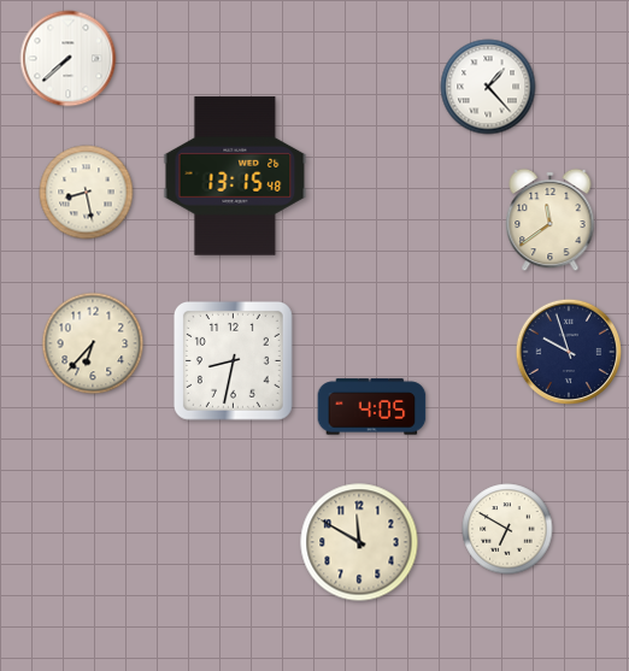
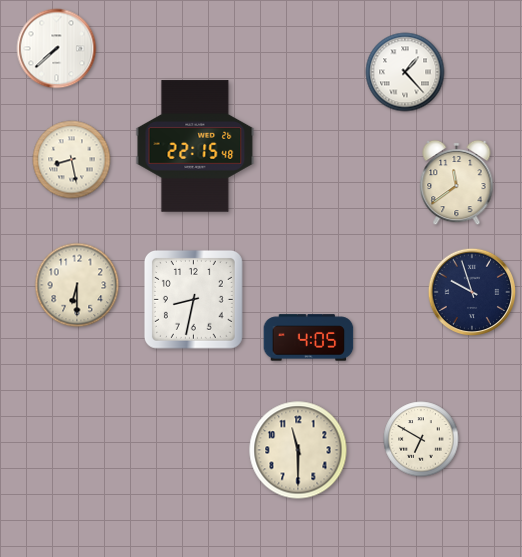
clock at (235, 176): 13:15 -> 22:15
clock at (93, 343): 6:37 -> 6:30
clock at (359, 542): 11:50 -> 11:30
